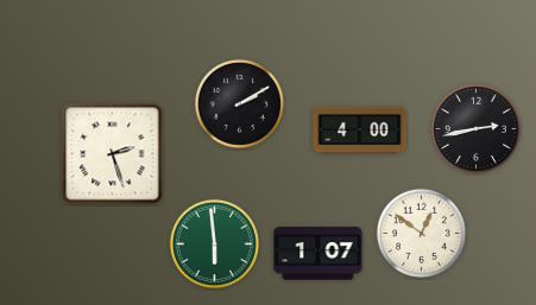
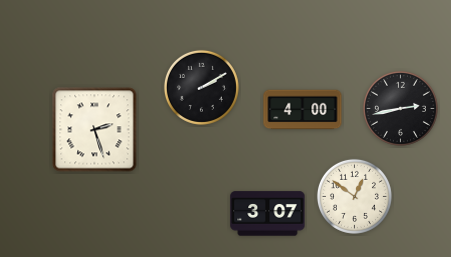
clock at (214, 243): 5:59 -> none
clock at (319, 254): 1:07 -> 3:07
